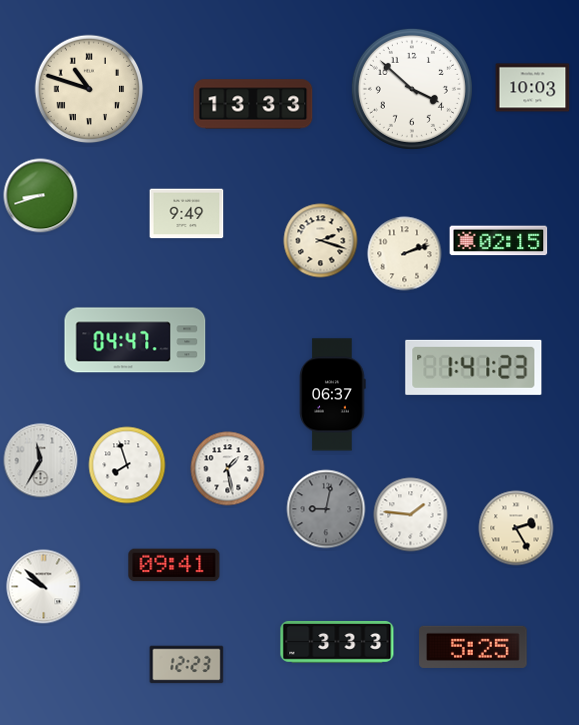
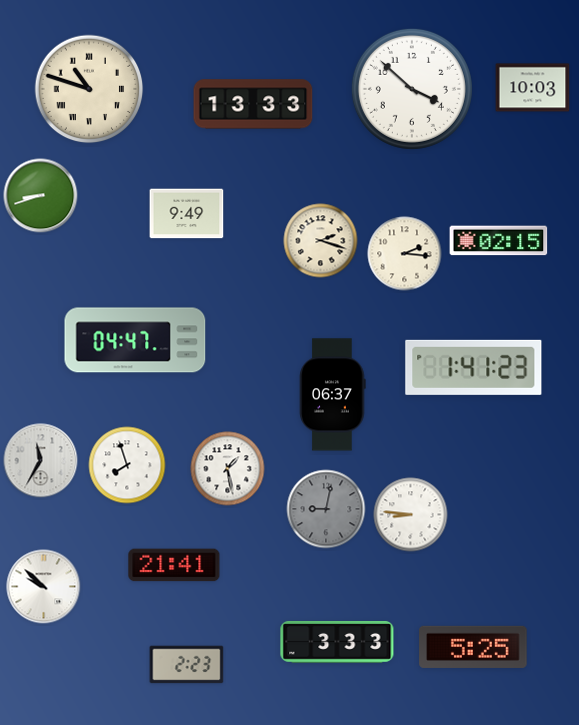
clock at (405, 254): 2:12 -> 2:16
clock at (411, 515): 1:46 -> 8:46
clock at (516, 528): 2:25 -> none
clock at (174, 565): 09:41 -> 21:41
clock at (187, 665): 12:23 -> 2:23
